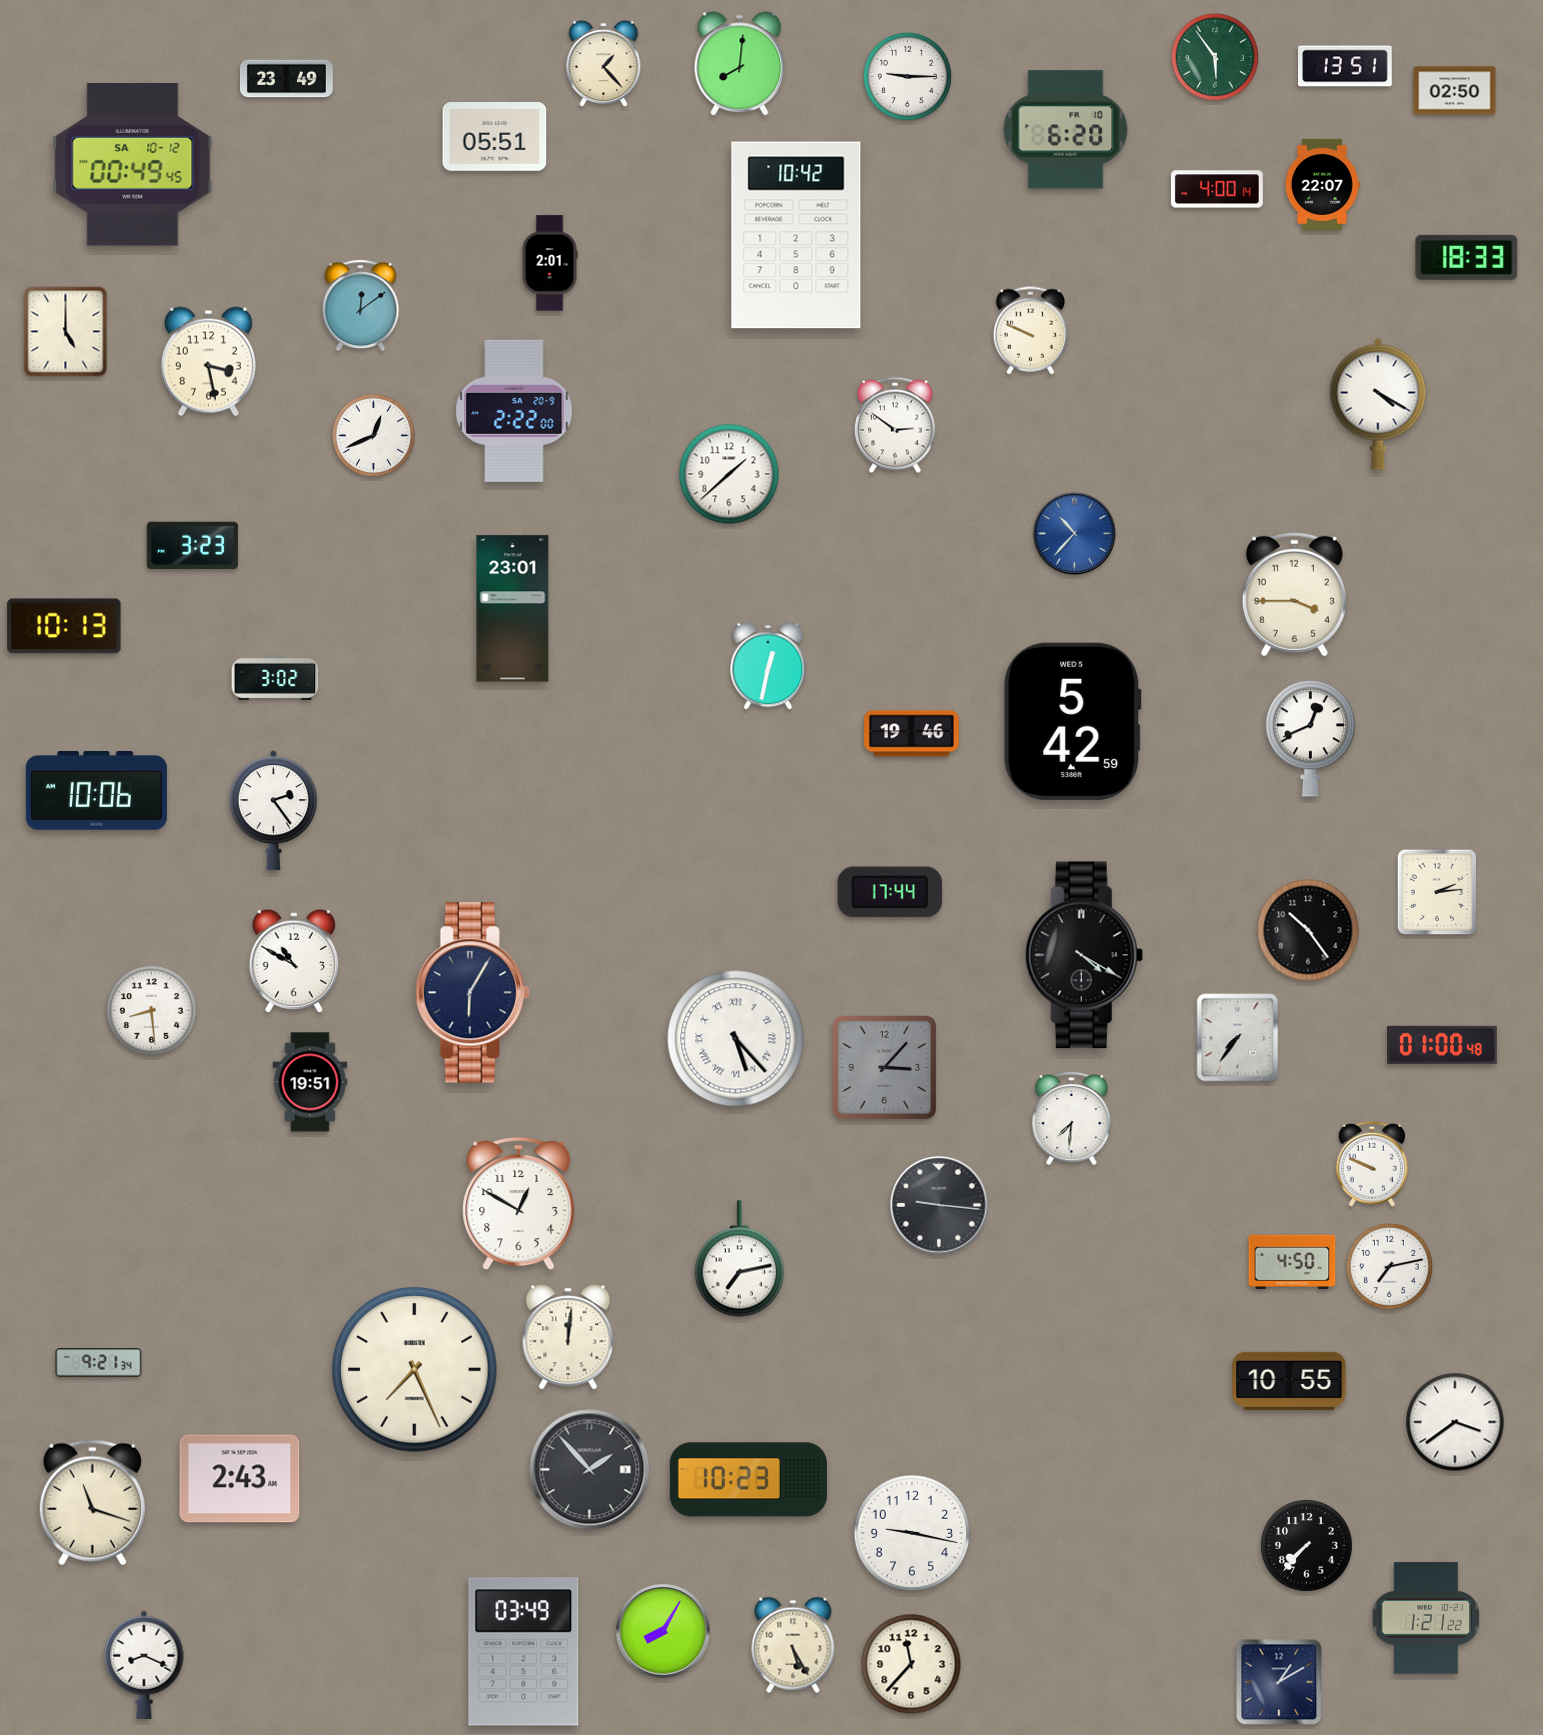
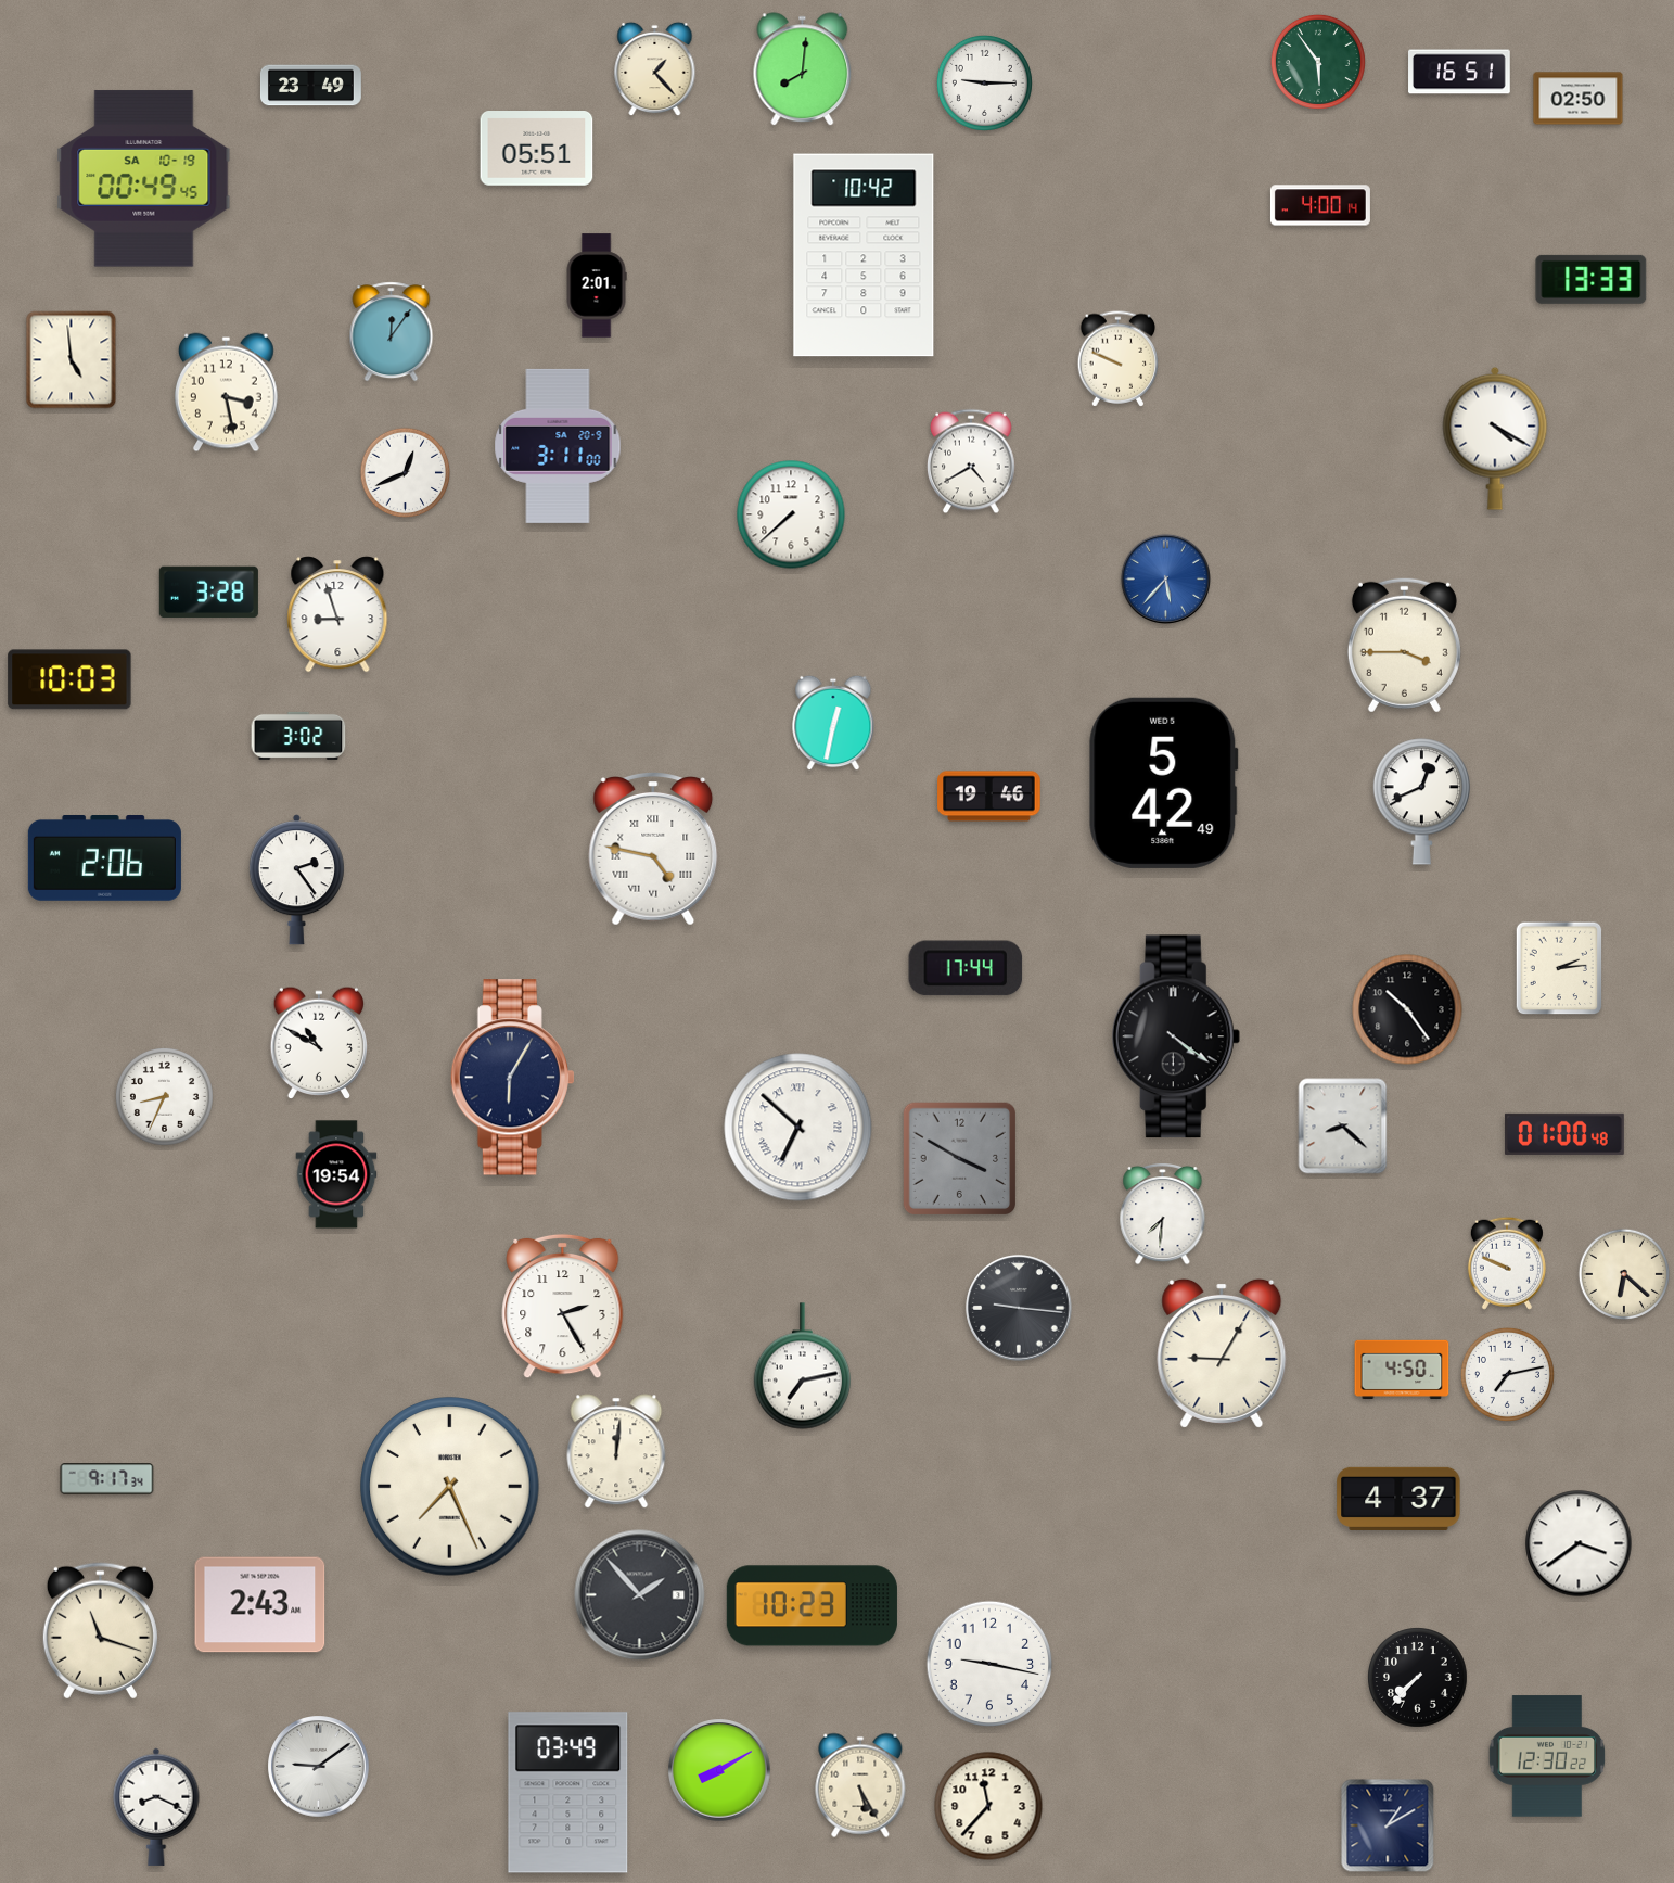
clock at (1345, 66): 13:51 -> 16:51
clock at (1066, 130): 6:20 -> none
clock at (133, 165) date: SA 10-12 -> SA 10-19
clock at (1323, 184): 22:07 -> none
clock at (1467, 257): 18:33 -> 13:33
clock at (361, 306): 12:09 -> 12:06
clock at (66, 332): 5:00 -> 4:59
clock at (514, 411): 2:22 -> 3:11
clock at (895, 425): 2:51 -> 4:40
clock at (729, 474): 1:38 -> 7:38
clock at (1074, 533): 10:37 -> 5:37
clock at (192, 546): 3:23 -> 3:28
clock at (337, 614): none -> 8:57
clock at (513, 609): 23:01 -> none
clock at (64, 626): 10:13 -> 10:03
clock at (1073, 721): 5:42:59 -> 5:42:49
clock at (653, 850): none -> 4:47
clock at (96, 791): 10:06 -> 2:06
clock at (1308, 930) position: (1308, 930) -> (1407, 1009)
clock at (1084, 955): 4:20 -> 4:21
clock at (151, 1010): 8:29 -> 8:34
clock at (1238, 1038): 7:36 -> 8:22
clock at (736, 1039): 5:23 -> 6:52
clock at (885, 1068): 3:07 -> 3:50
clock at (310, 1082): 19:51 -> 19:54
clock at (1372, 1164) position: (1372, 1164) -> (1507, 1263)
clock at (1624, 1274): none -> 6:22
clock at (519, 1204): 12:50 -> 2:25
clock at (1222, 1353): none -> 9:05
clock at (99, 1363): 9:21 -> 9:17
clock at (1289, 1381): 10:55 -> 4:37
clock at (1426, 1618): 1:21 -> 12:30
clock at (319, 1767): none -> 9:09
clock at (663, 1631): 8:05 -> 8:10
